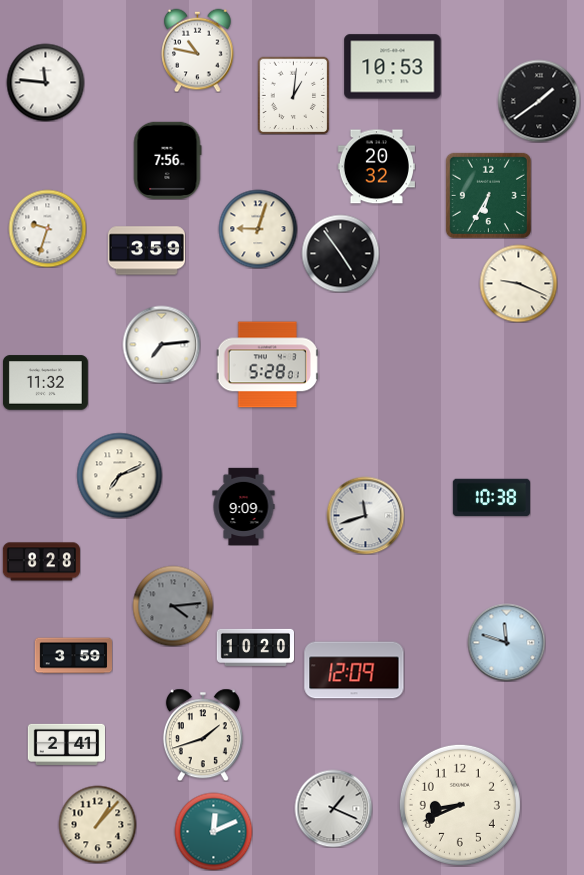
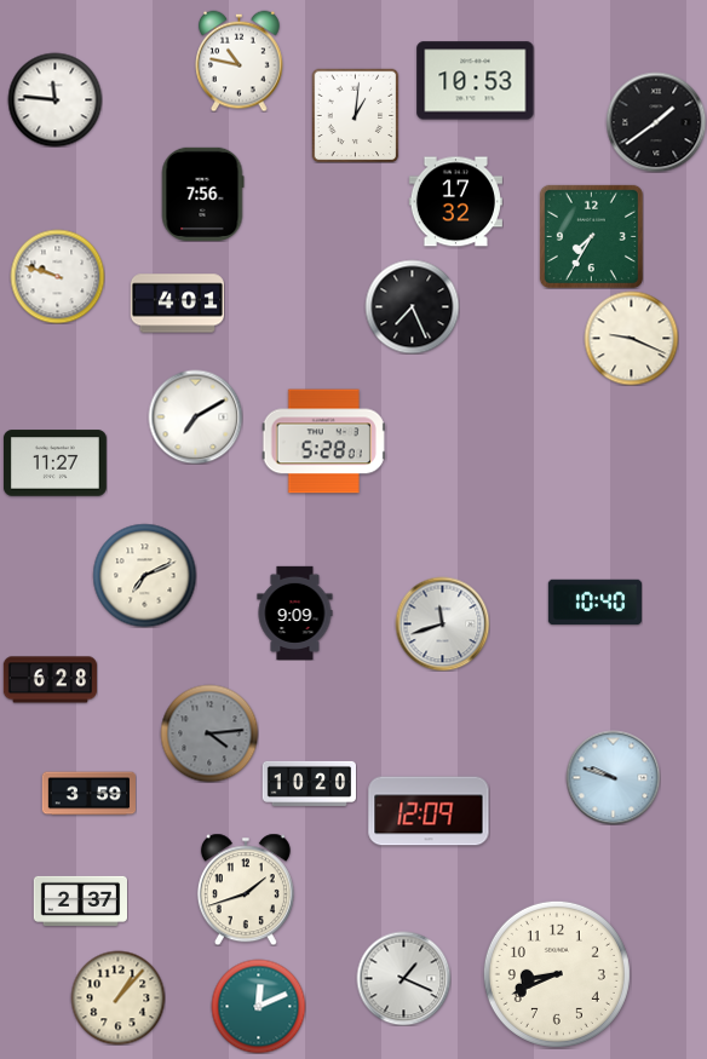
clock at (539, 101) position: (539, 101) -> (656, 122)
clock at (376, 167): 20:32 -> 17:32
clock at (488, 195): 6:35 -> 7:35
clock at (47, 228): 9:33 -> 9:48
clock at (258, 229): 9:03 -> none
clock at (146, 251): 3:59 -> 4:01
clock at (340, 253): 4:54 -> 7:26
clock at (518, 283) position: (518, 283) -> (631, 338)
clock at (161, 344): 7:14 -> 7:10
clock at (45, 383): 11:32 -> 11:27
clock at (491, 498): 10:38 -> 10:40
clock at (41, 562): 8:28 -> 6:28
clock at (506, 642): 11:48 -> 9:48
clock at (66, 744): 2:41 -> 2:37
